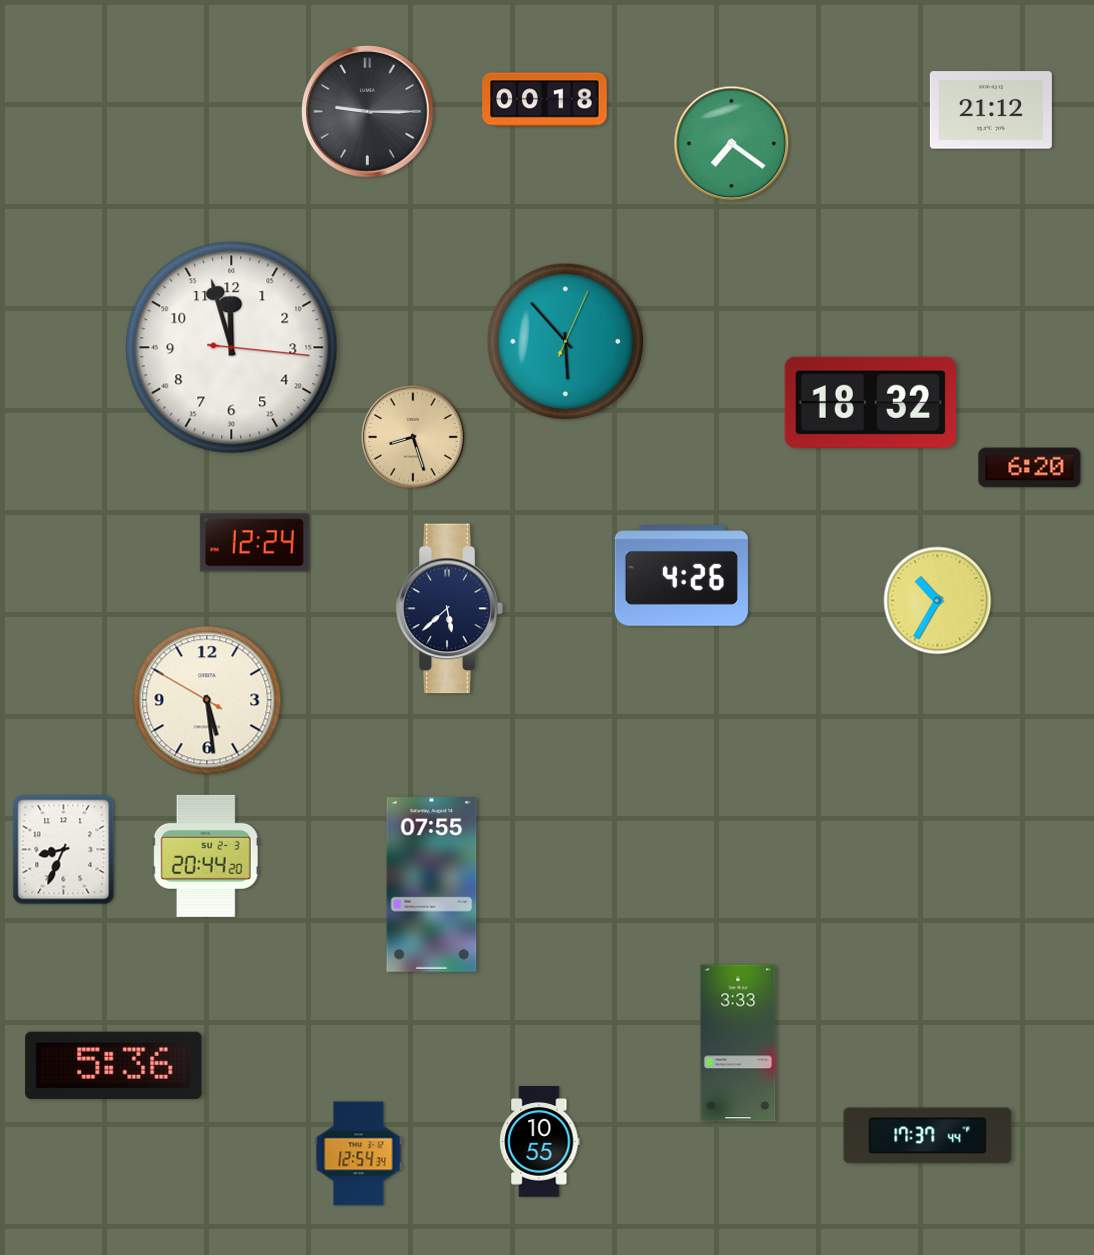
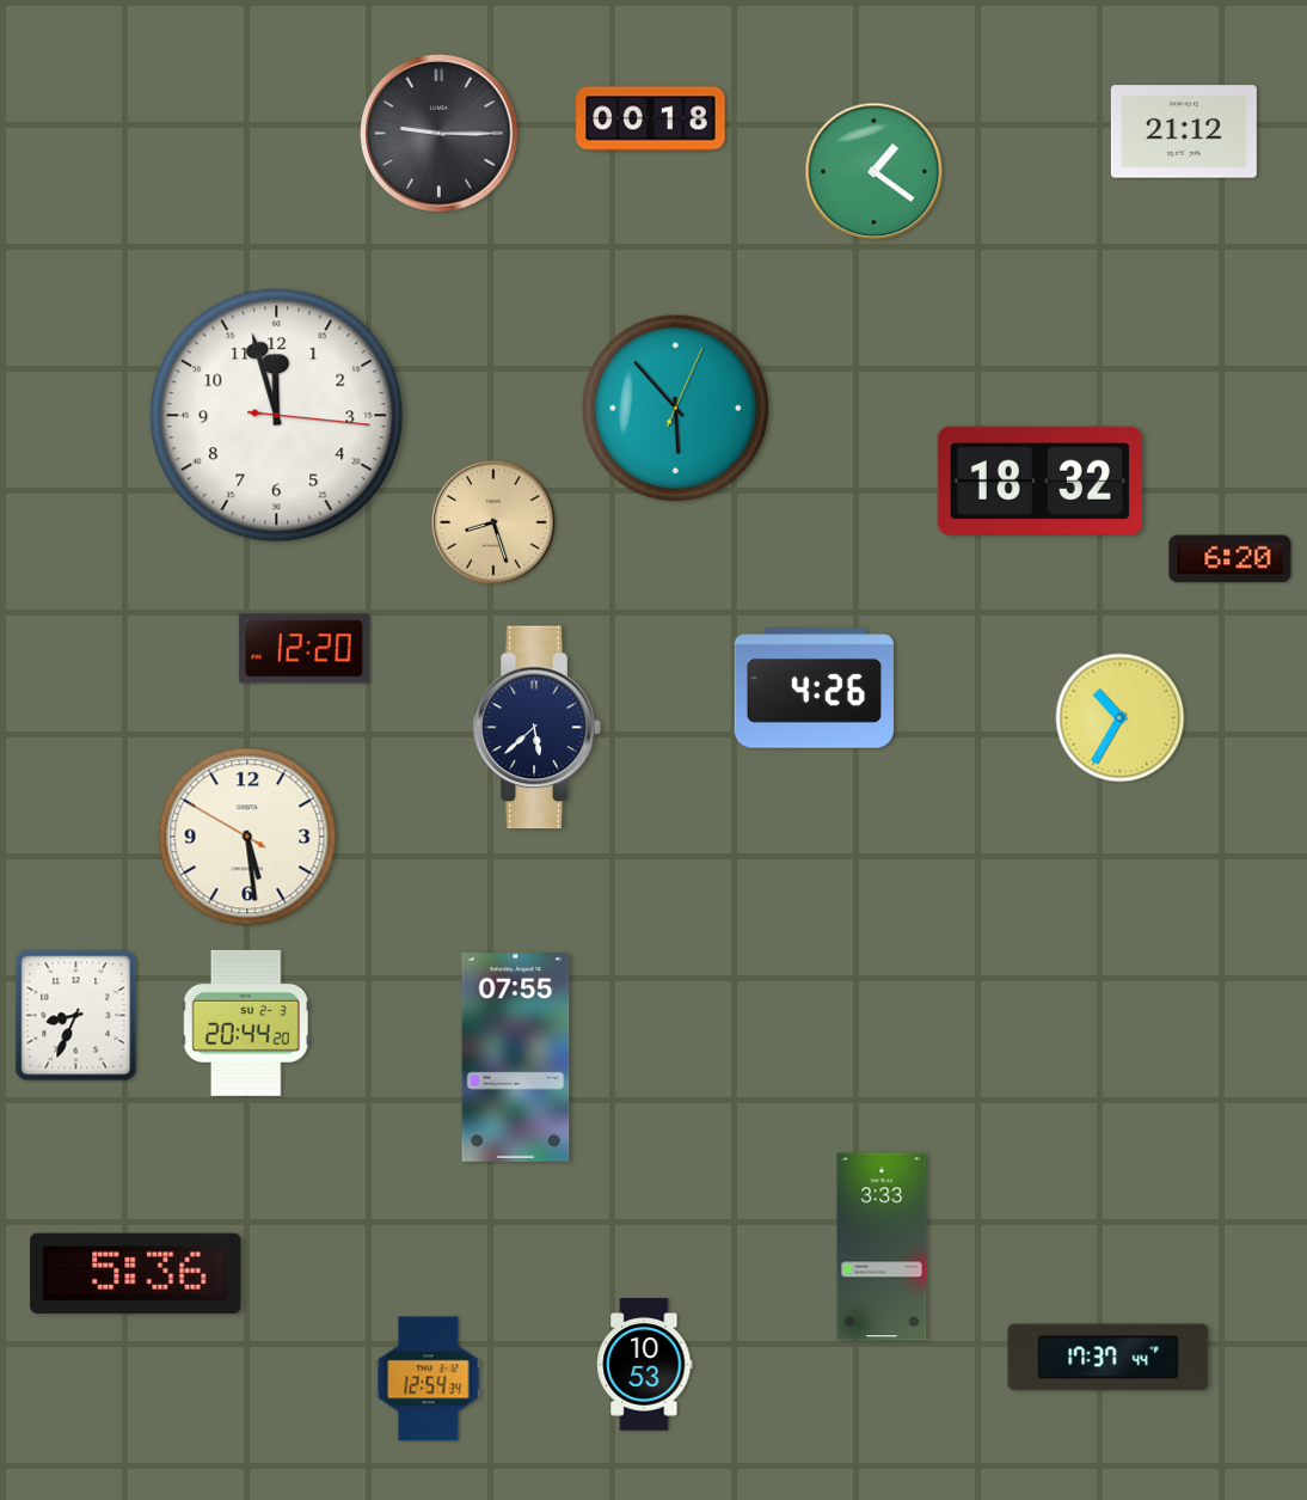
clock at (732, 144): 7:21 -> 1:21
clock at (254, 543): 12:24 -> 12:20
clock at (540, 1142): 10:55 -> 10:53
